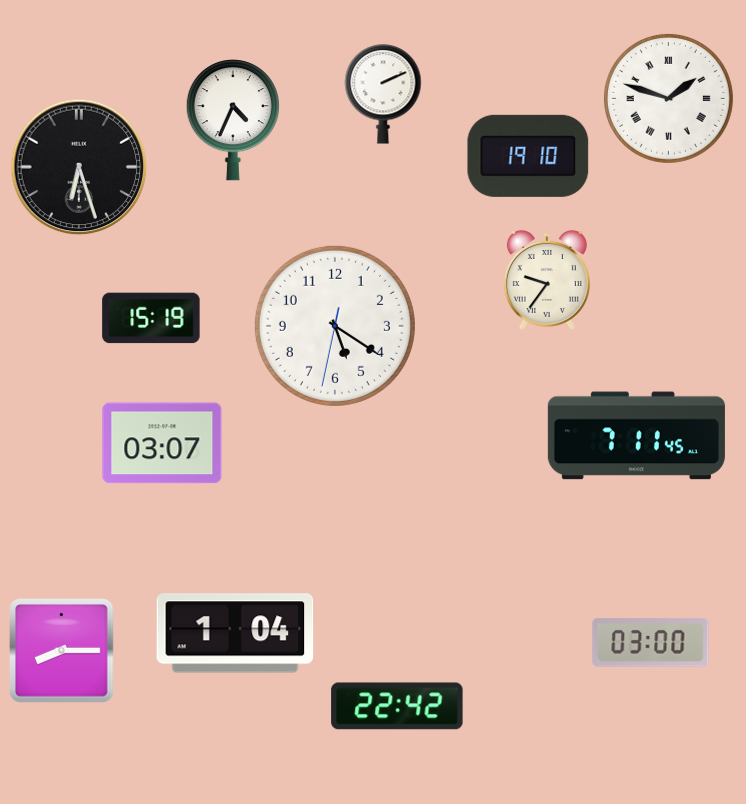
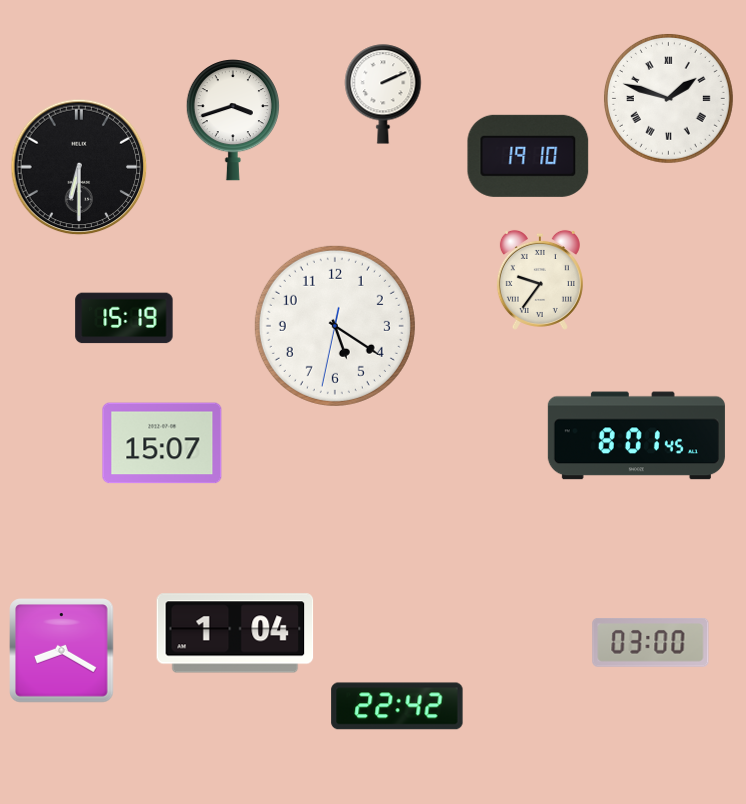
clock at (233, 121): 4:34 -> 3:42
clock at (79, 167): 6:27 -> 6:30
clock at (547, 280) position: (547, 280) -> (540, 280)
clock at (151, 318) position: (151, 318) -> (124, 318)
clock at (636, 436): 7:11 -> 8:01
clock at (162, 443): 03:07 -> 15:07
clock at (62, 651): 8:15 -> 8:20
